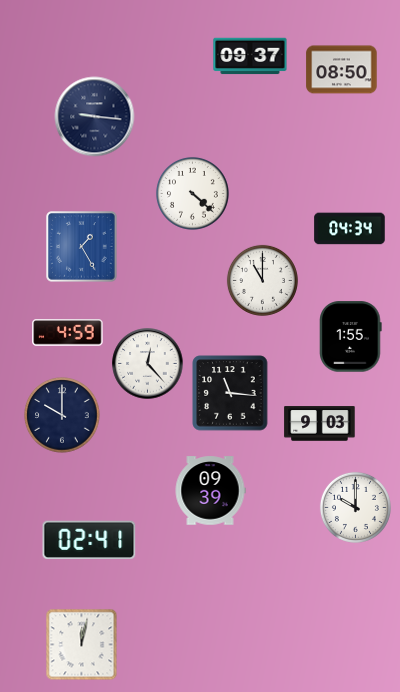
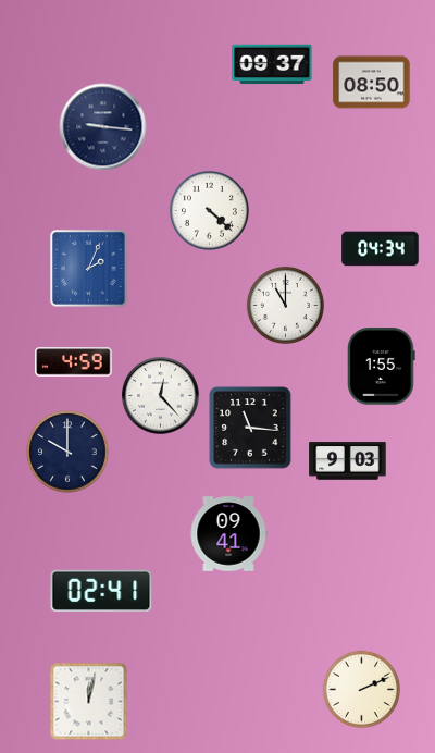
clock at (250, 56) position: (250, 56) -> (272, 64)
clock at (342, 70) position: (342, 70) -> (372, 83)
clock at (82, 247): 1:25 -> 2:04
clock at (210, 491): 09:39 -> 09:41
clock at (355, 507): 10:00 -> none
clock at (89, 539) position: (89, 539) -> (101, 590)
clock at (361, 689): none -> 2:11
